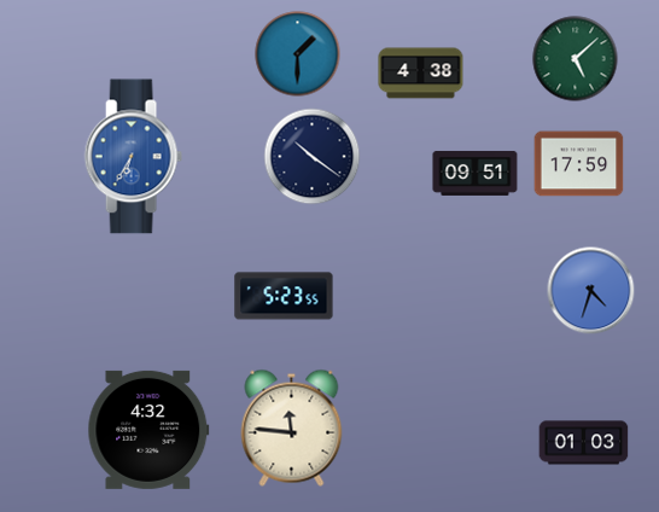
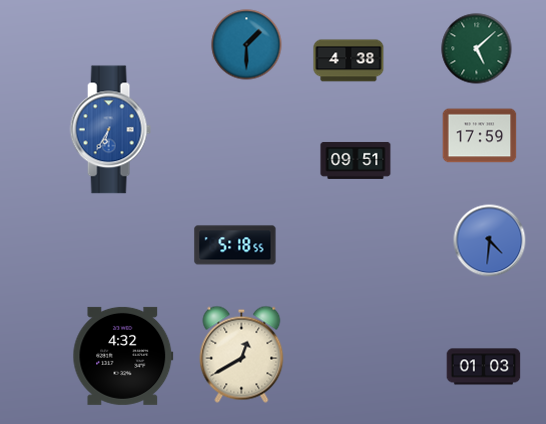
clock at (313, 157): 10:21 -> none
clock at (476, 173) position: (476, 173) -> (356, 160)
clock at (591, 291): 4:33 -> 4:31
clock at (284, 296): 5:23 -> 5:18
clock at (292, 427): 11:46 -> 12:40
